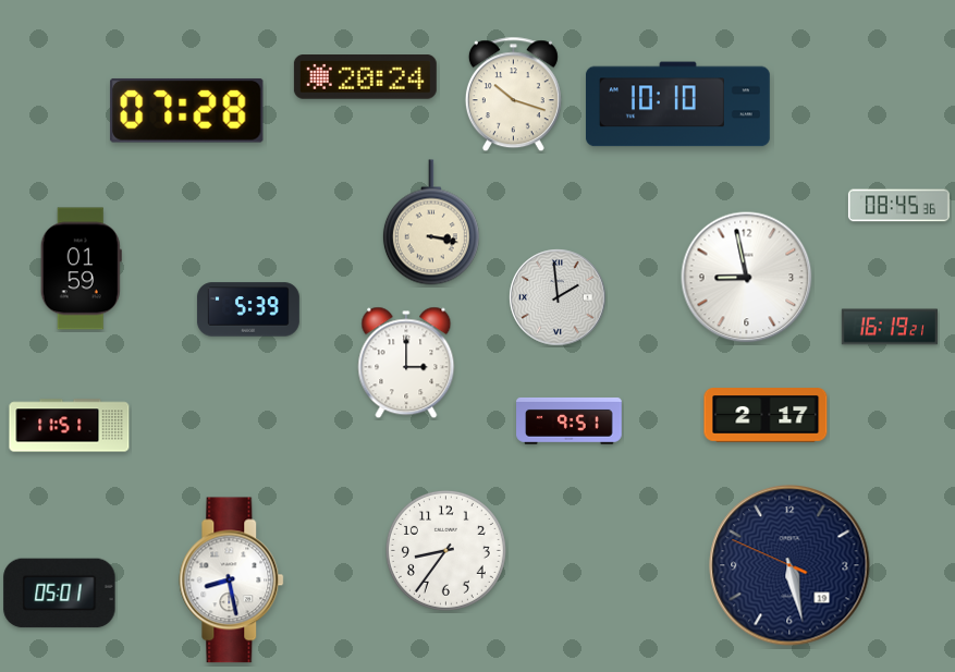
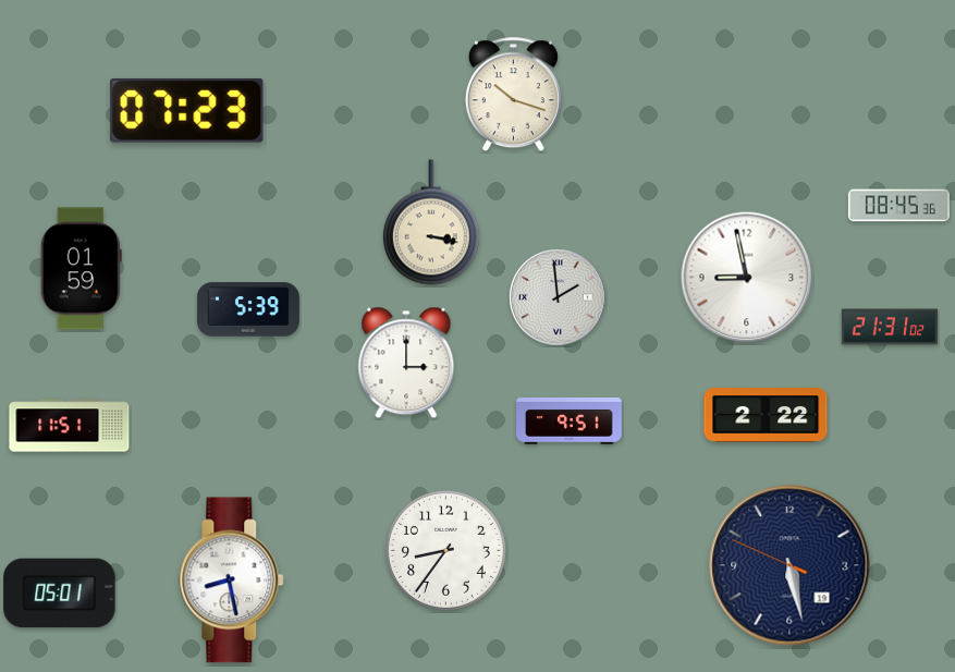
clock at (365, 77): 20:24 -> none
clock at (677, 105): 10:10 -> none
clock at (187, 110): 07:28 -> 07:23
clock at (889, 327): 16:19 -> 21:31
clock at (766, 415): 2:17 -> 2:22
